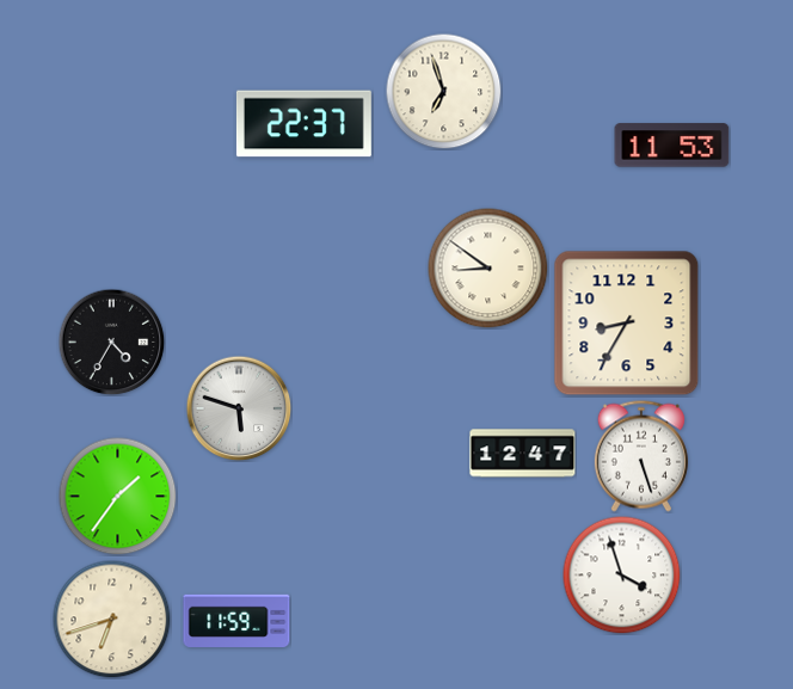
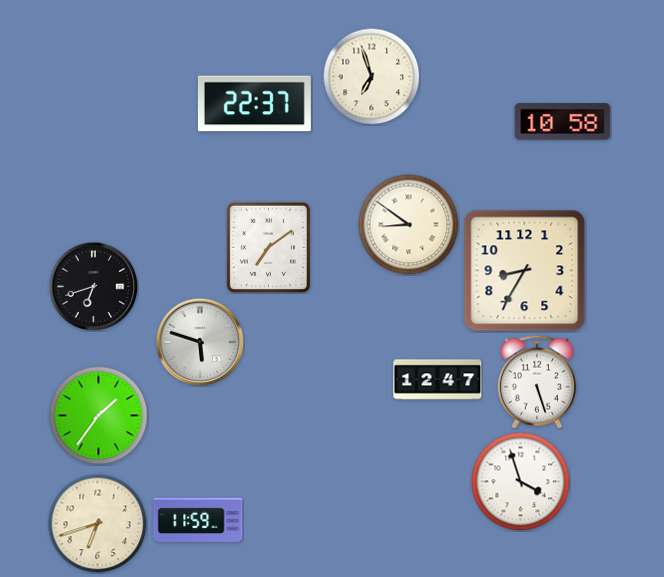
clock at (672, 146): 11:53 -> 10:58
clock at (268, 247): none -> 7:09
clock at (111, 342): 4:35 -> 6:42
clock at (112, 620) position: (112, 620) -> (98, 524)
